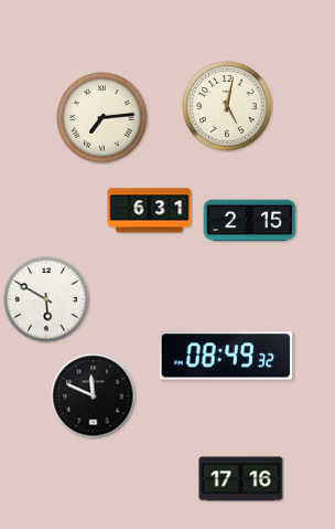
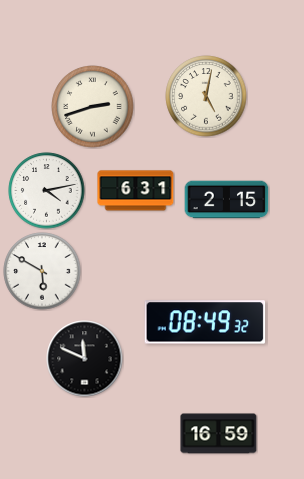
clock at (102, 118): 7:14 -> 2:42
clock at (47, 191): none -> 4:13
clock at (241, 479): 17:16 -> 16:59
